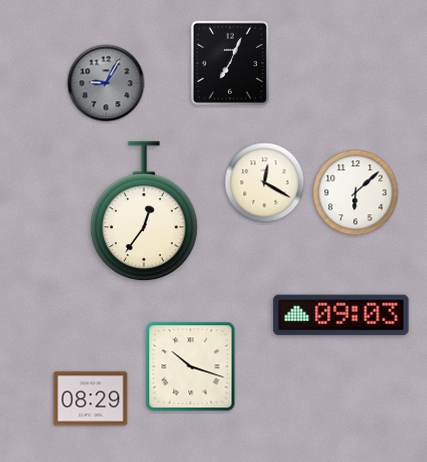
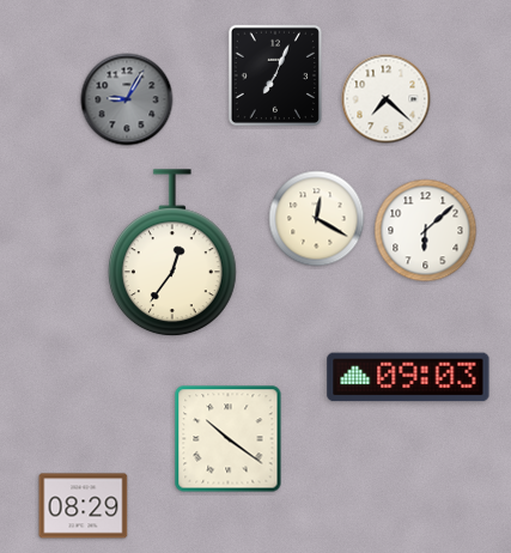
clock at (387, 99): none -> 7:22
clock at (191, 367): 10:18 -> 10:21
clock at (91, 399) position: (91, 399) -> (84, 506)
